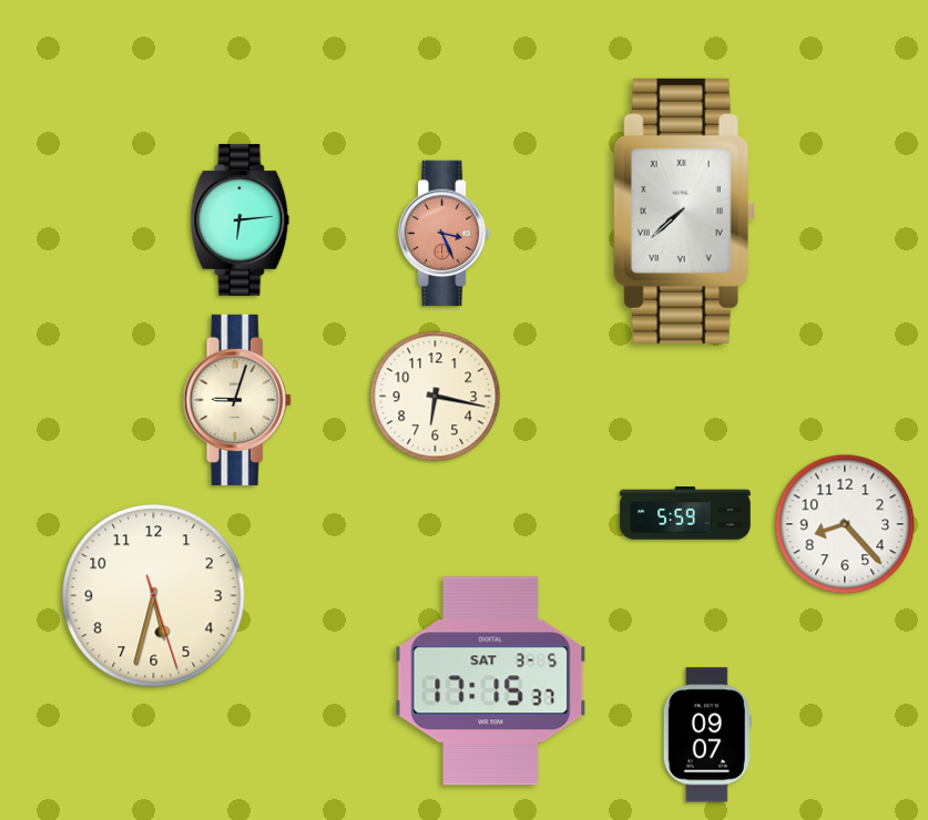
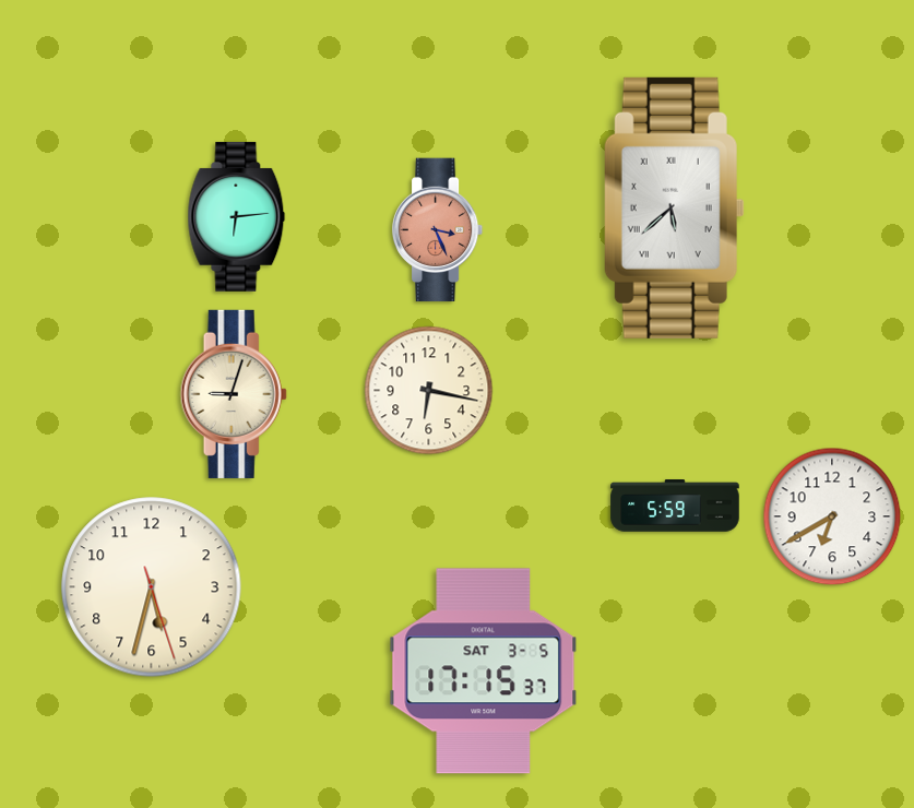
clock at (684, 211): 7:38 -> 5:38
clock at (845, 524): 8:23 -> 6:40
clock at (707, 735): 09:07 -> none
